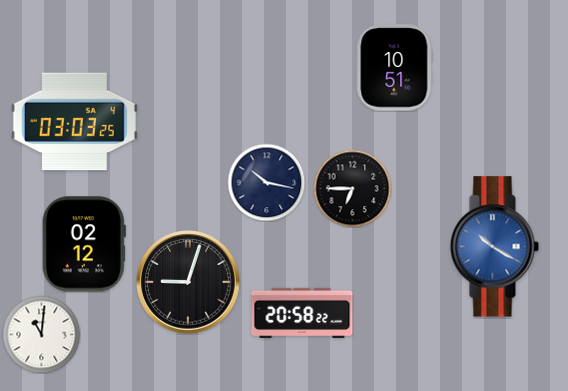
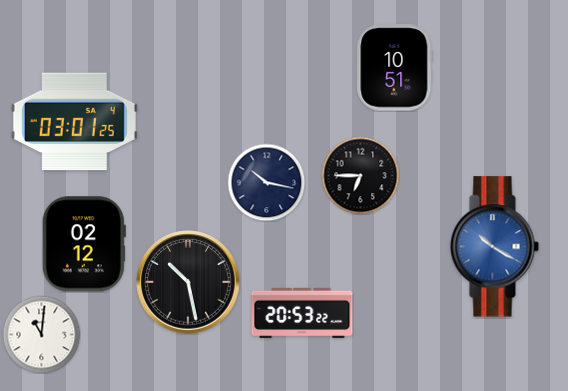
clock at (74, 122): 03:03 -> 03:01
clock at (352, 188) position: (352, 188) -> (360, 175)
clock at (188, 282): 9:03 -> 10:28
clock at (302, 313): 20:58 -> 20:53
